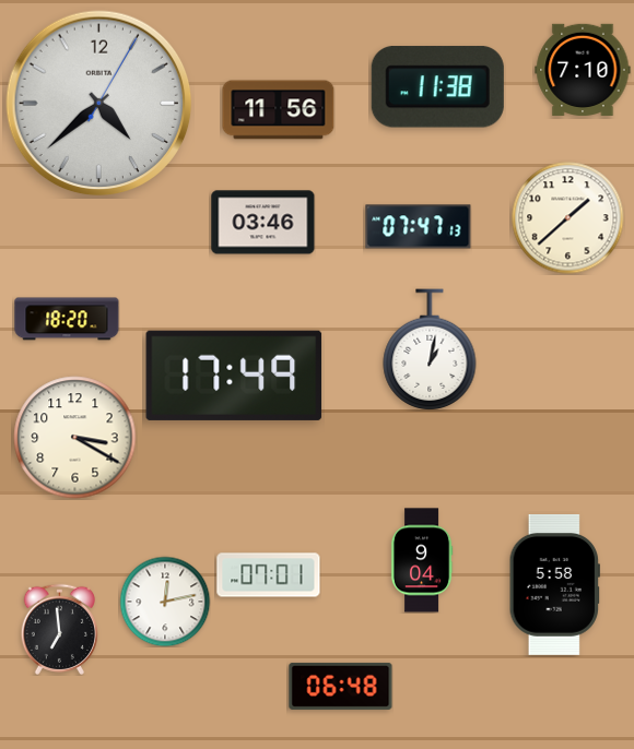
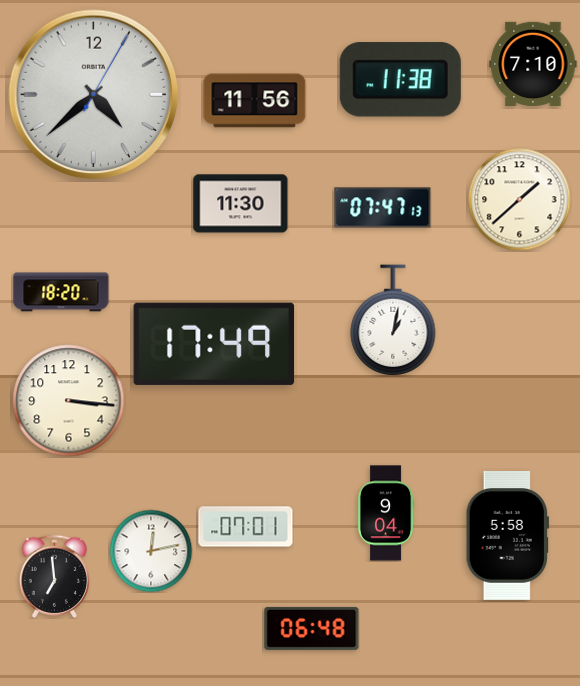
clock at (99, 104) position: (99, 104) -> (94, 95)
clock at (263, 223): 03:46 -> 11:30
clock at (75, 438): 3:20 -> 3:16
